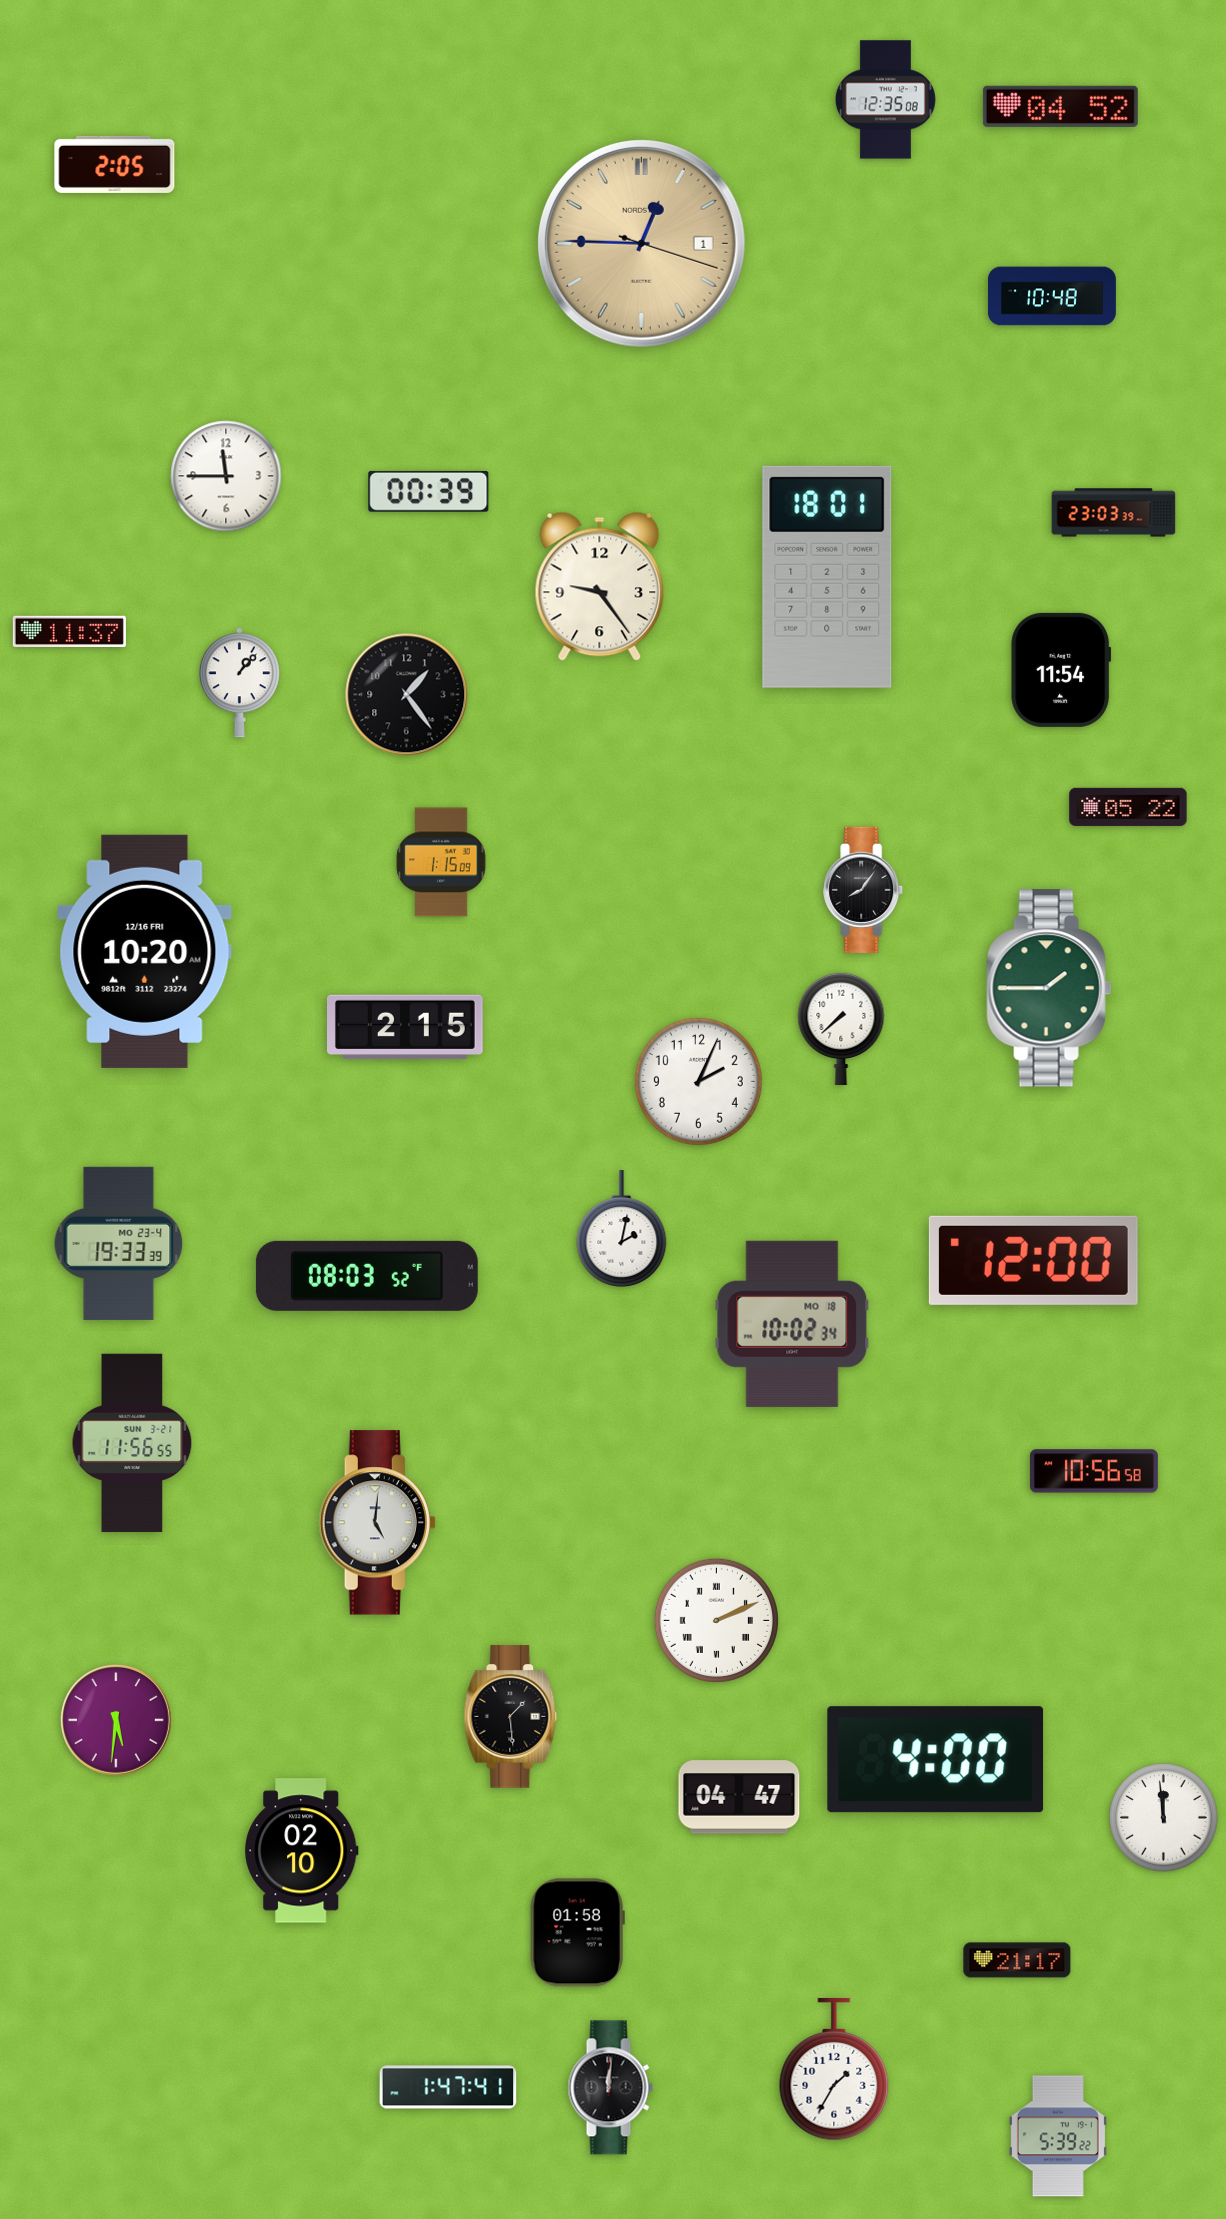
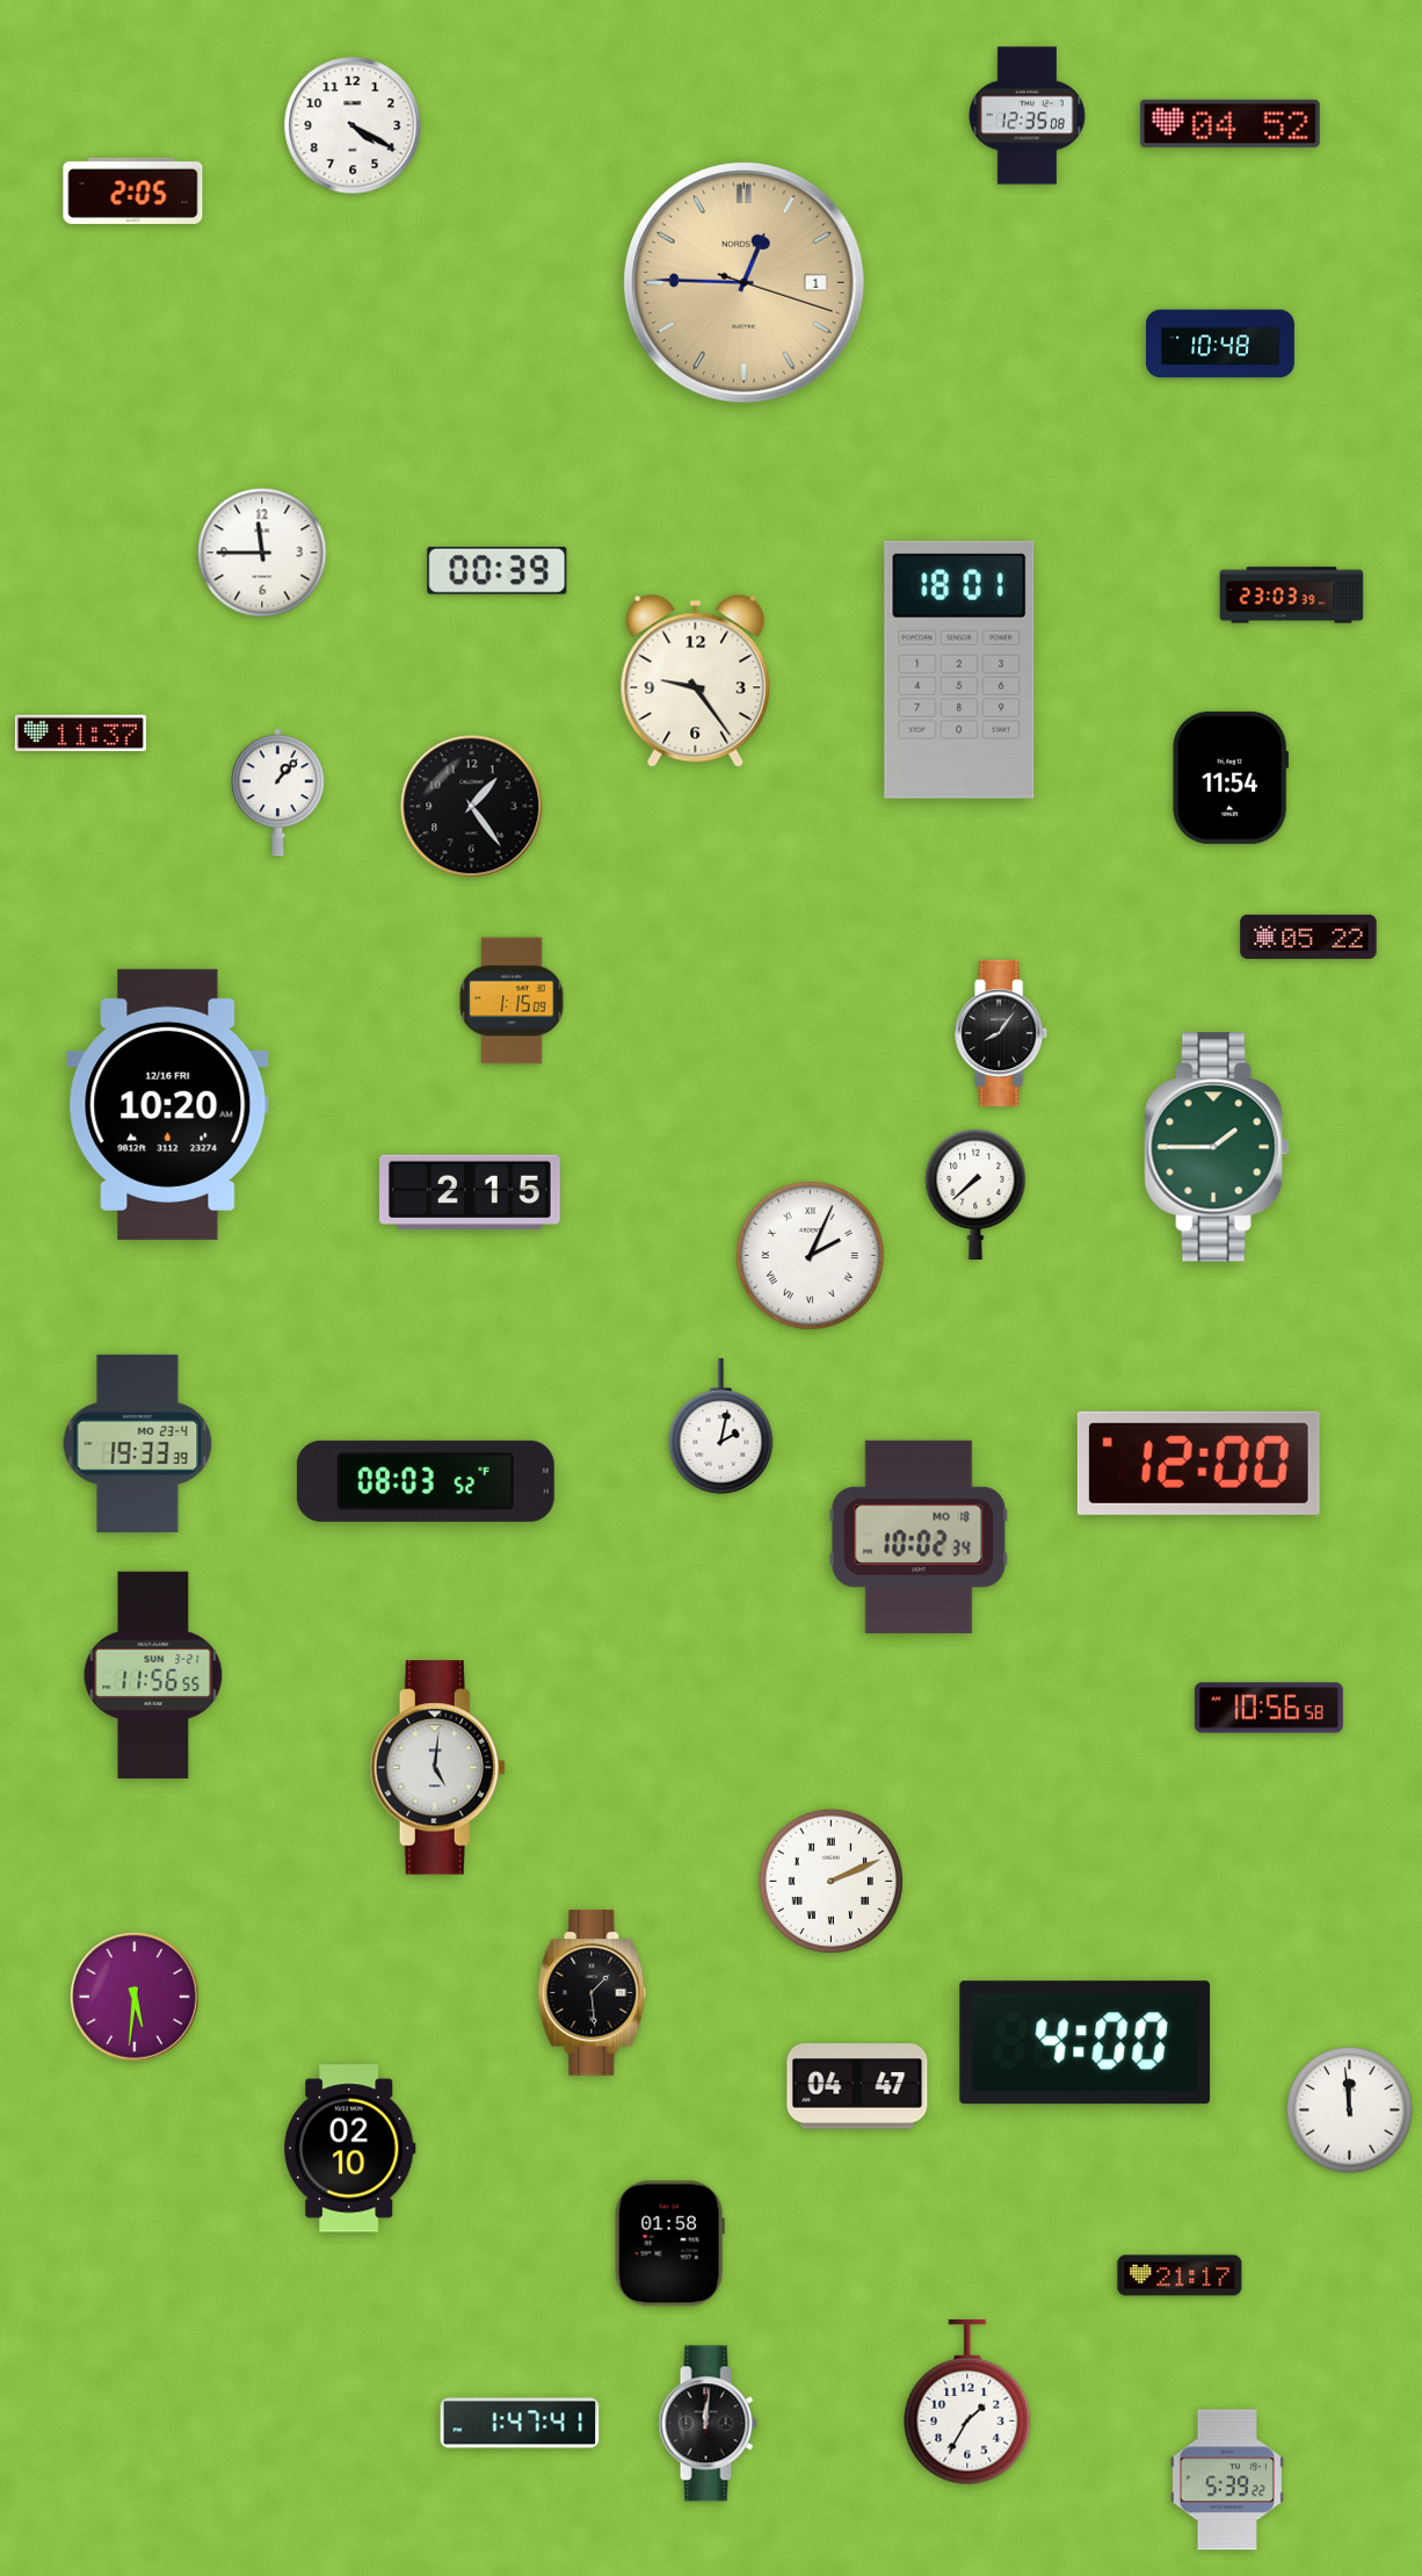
clock at (353, 125): none -> 4:20
clock at (698, 1081) numerals: Arabic -> Roman
